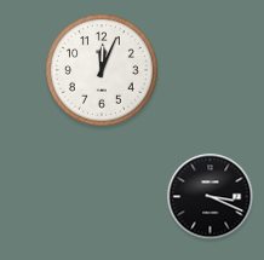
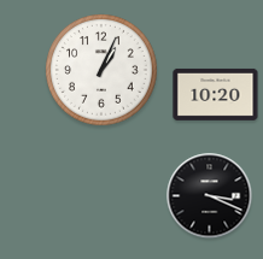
clock at (103, 71): 12:04 -> 1:04
clock at (216, 94): none -> 10:20
